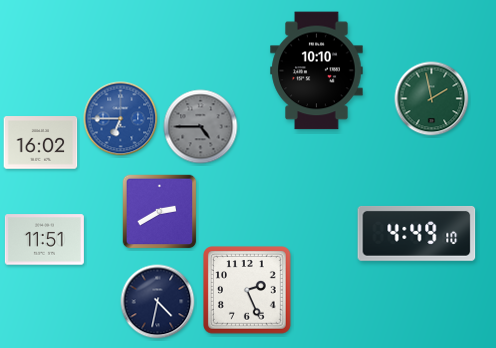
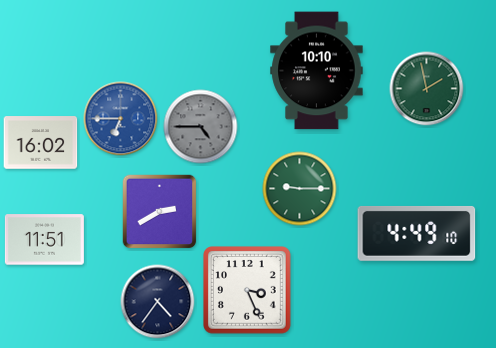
clock at (432, 99) position: (432, 99) -> (427, 89)
clock at (300, 189): none -> 9:15
clock at (248, 291): 2:26 -> 3:26
clock at (158, 302): 4:32 -> 4:36
